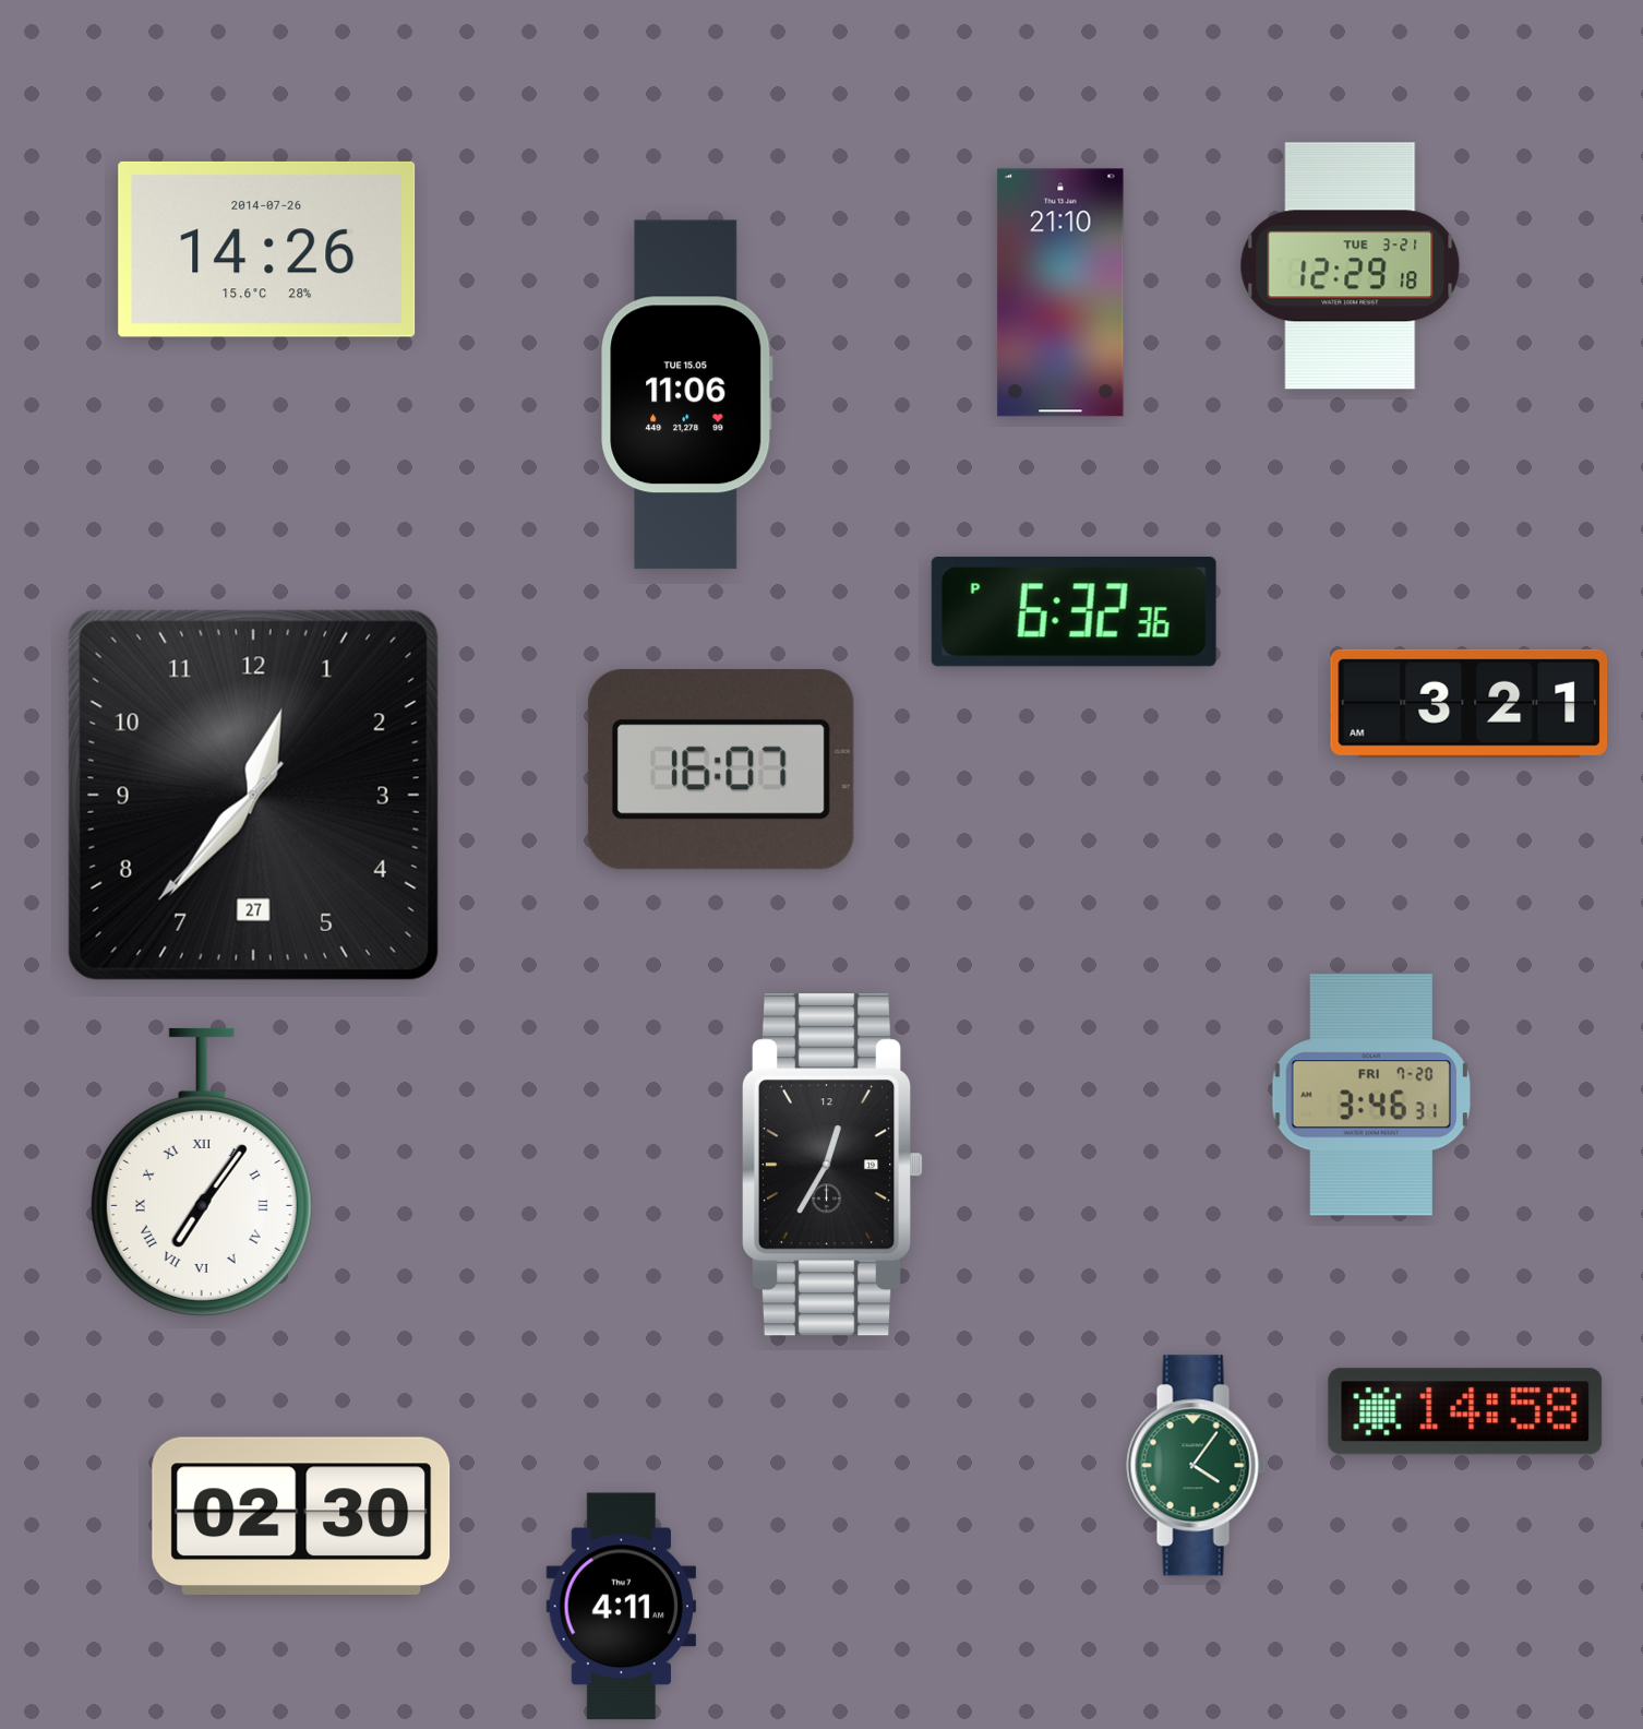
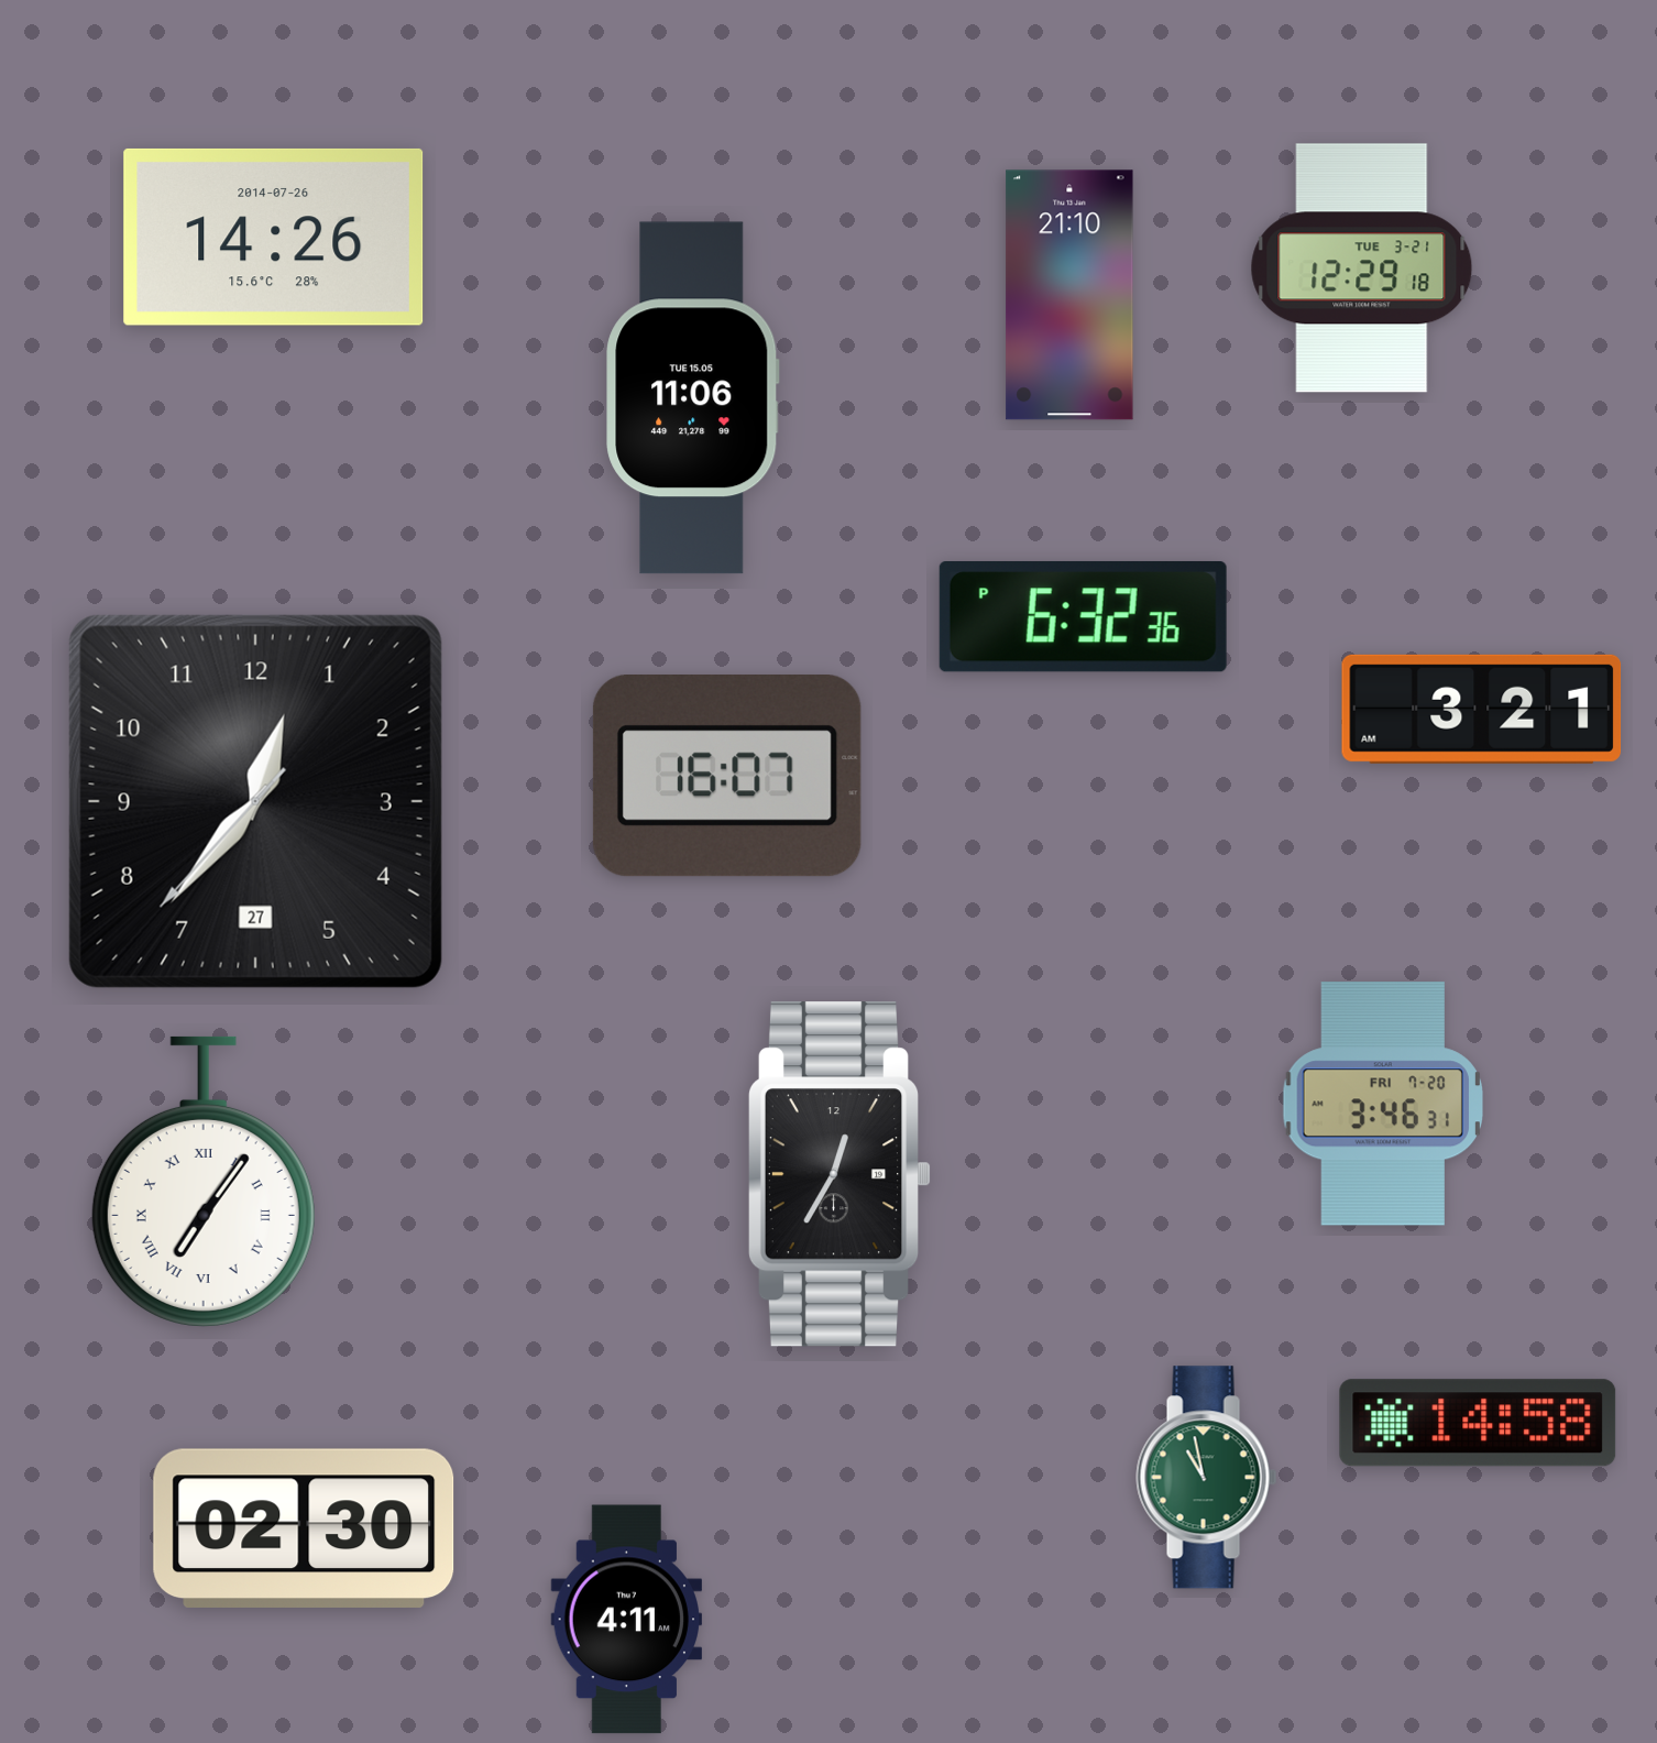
clock at (267, 249) position: (267, 249) -> (274, 237)
clock at (1197, 1466): 4:06 -> 10:58
